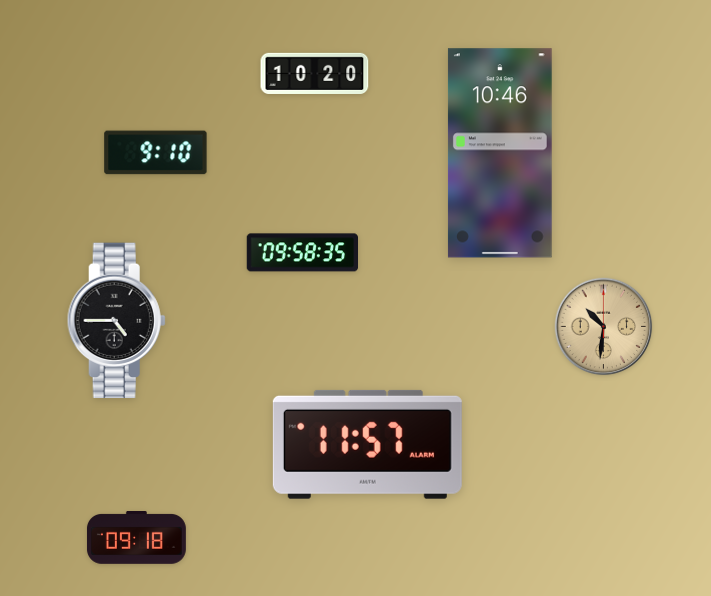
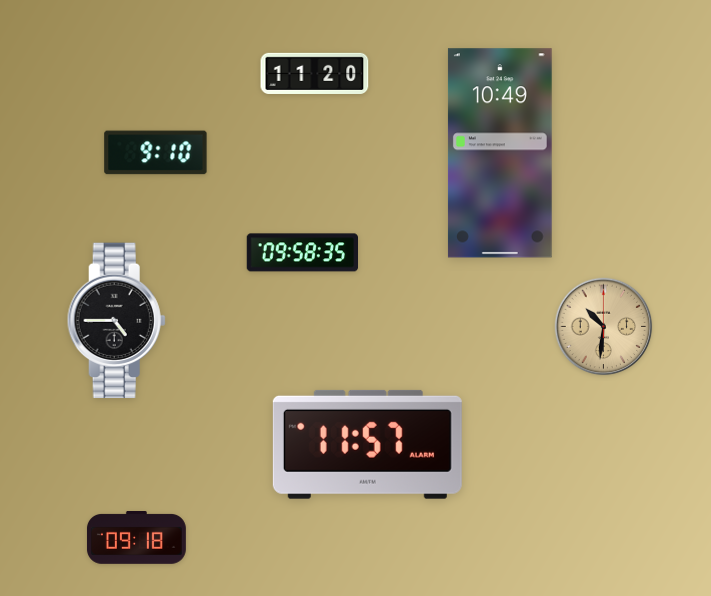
clock at (315, 73): 10:20 -> 11:20
clock at (500, 153): 10:46 -> 10:49
